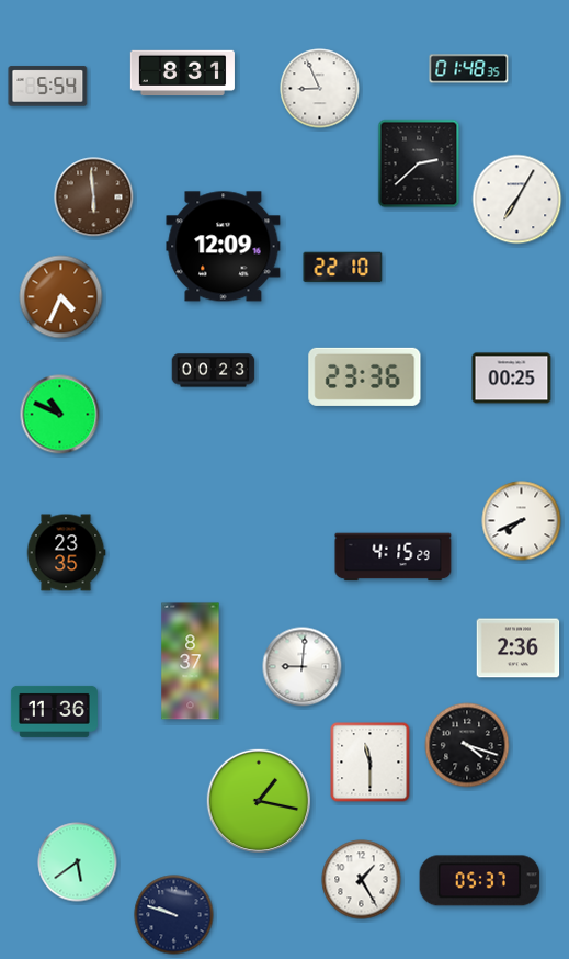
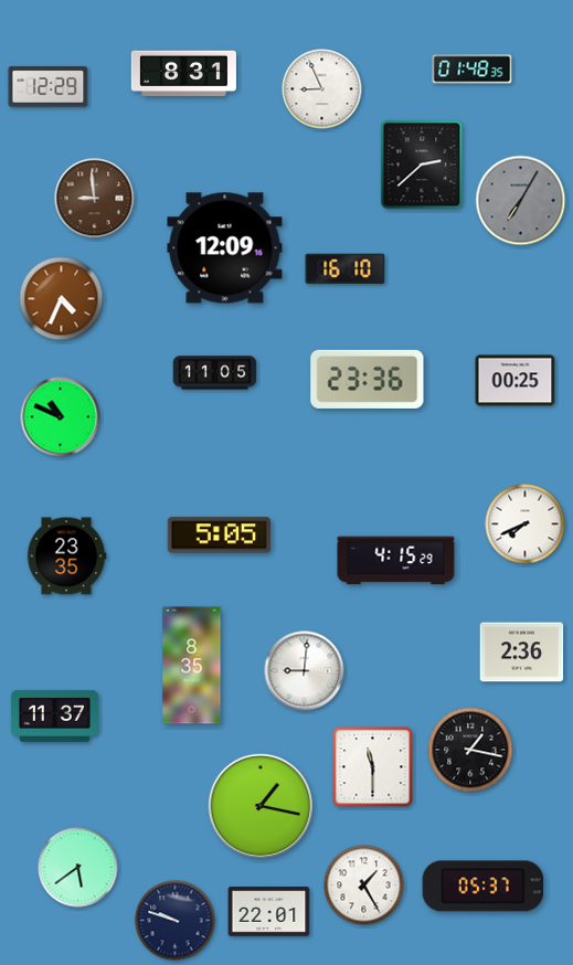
clock at (48, 87): 5:54 -> 12:29
clock at (94, 198): 5:59 -> 8:59
clock at (517, 200) dial: white -> grey
clock at (343, 268): 22:10 -> 16:10
clock at (214, 371): 00:23 -> 11:05
clock at (220, 535): none -> 5:05
clock at (191, 662): 8:37 -> 8:35
clock at (54, 711): 11:36 -> 11:37
clock at (467, 745): 4:18 -> 1:17
clock at (269, 912): none -> 22:01
